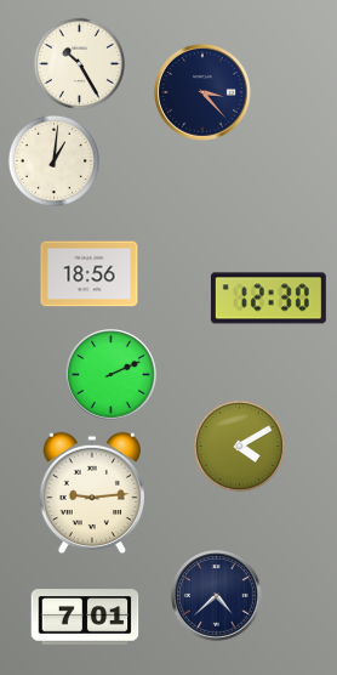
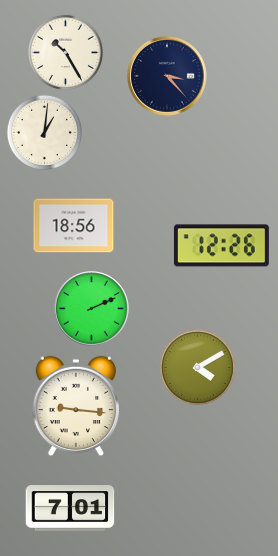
clock at (268, 299): 12:30 -> 12:26
clock at (91, 493): 9:14 -> 9:16
clock at (217, 596): 4:38 -> none
